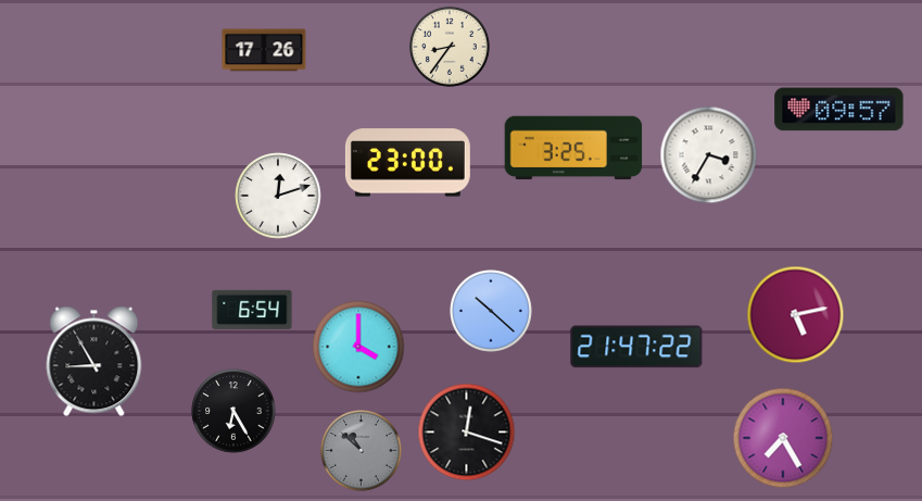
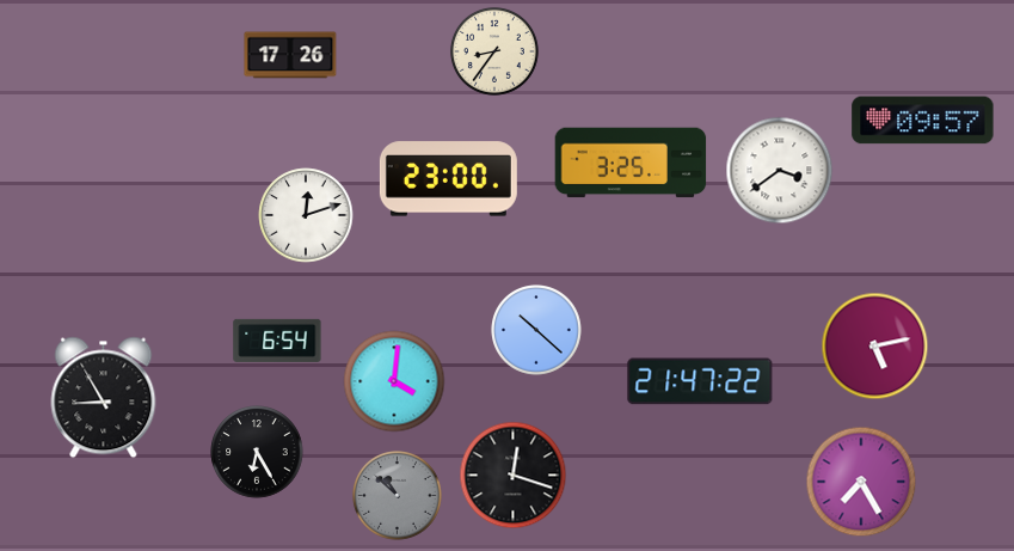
clock at (709, 155): 3:35 -> 3:39
clock at (491, 311) position: (491, 311) -> (536, 330)
clock at (358, 347): 4:00 -> 4:01
